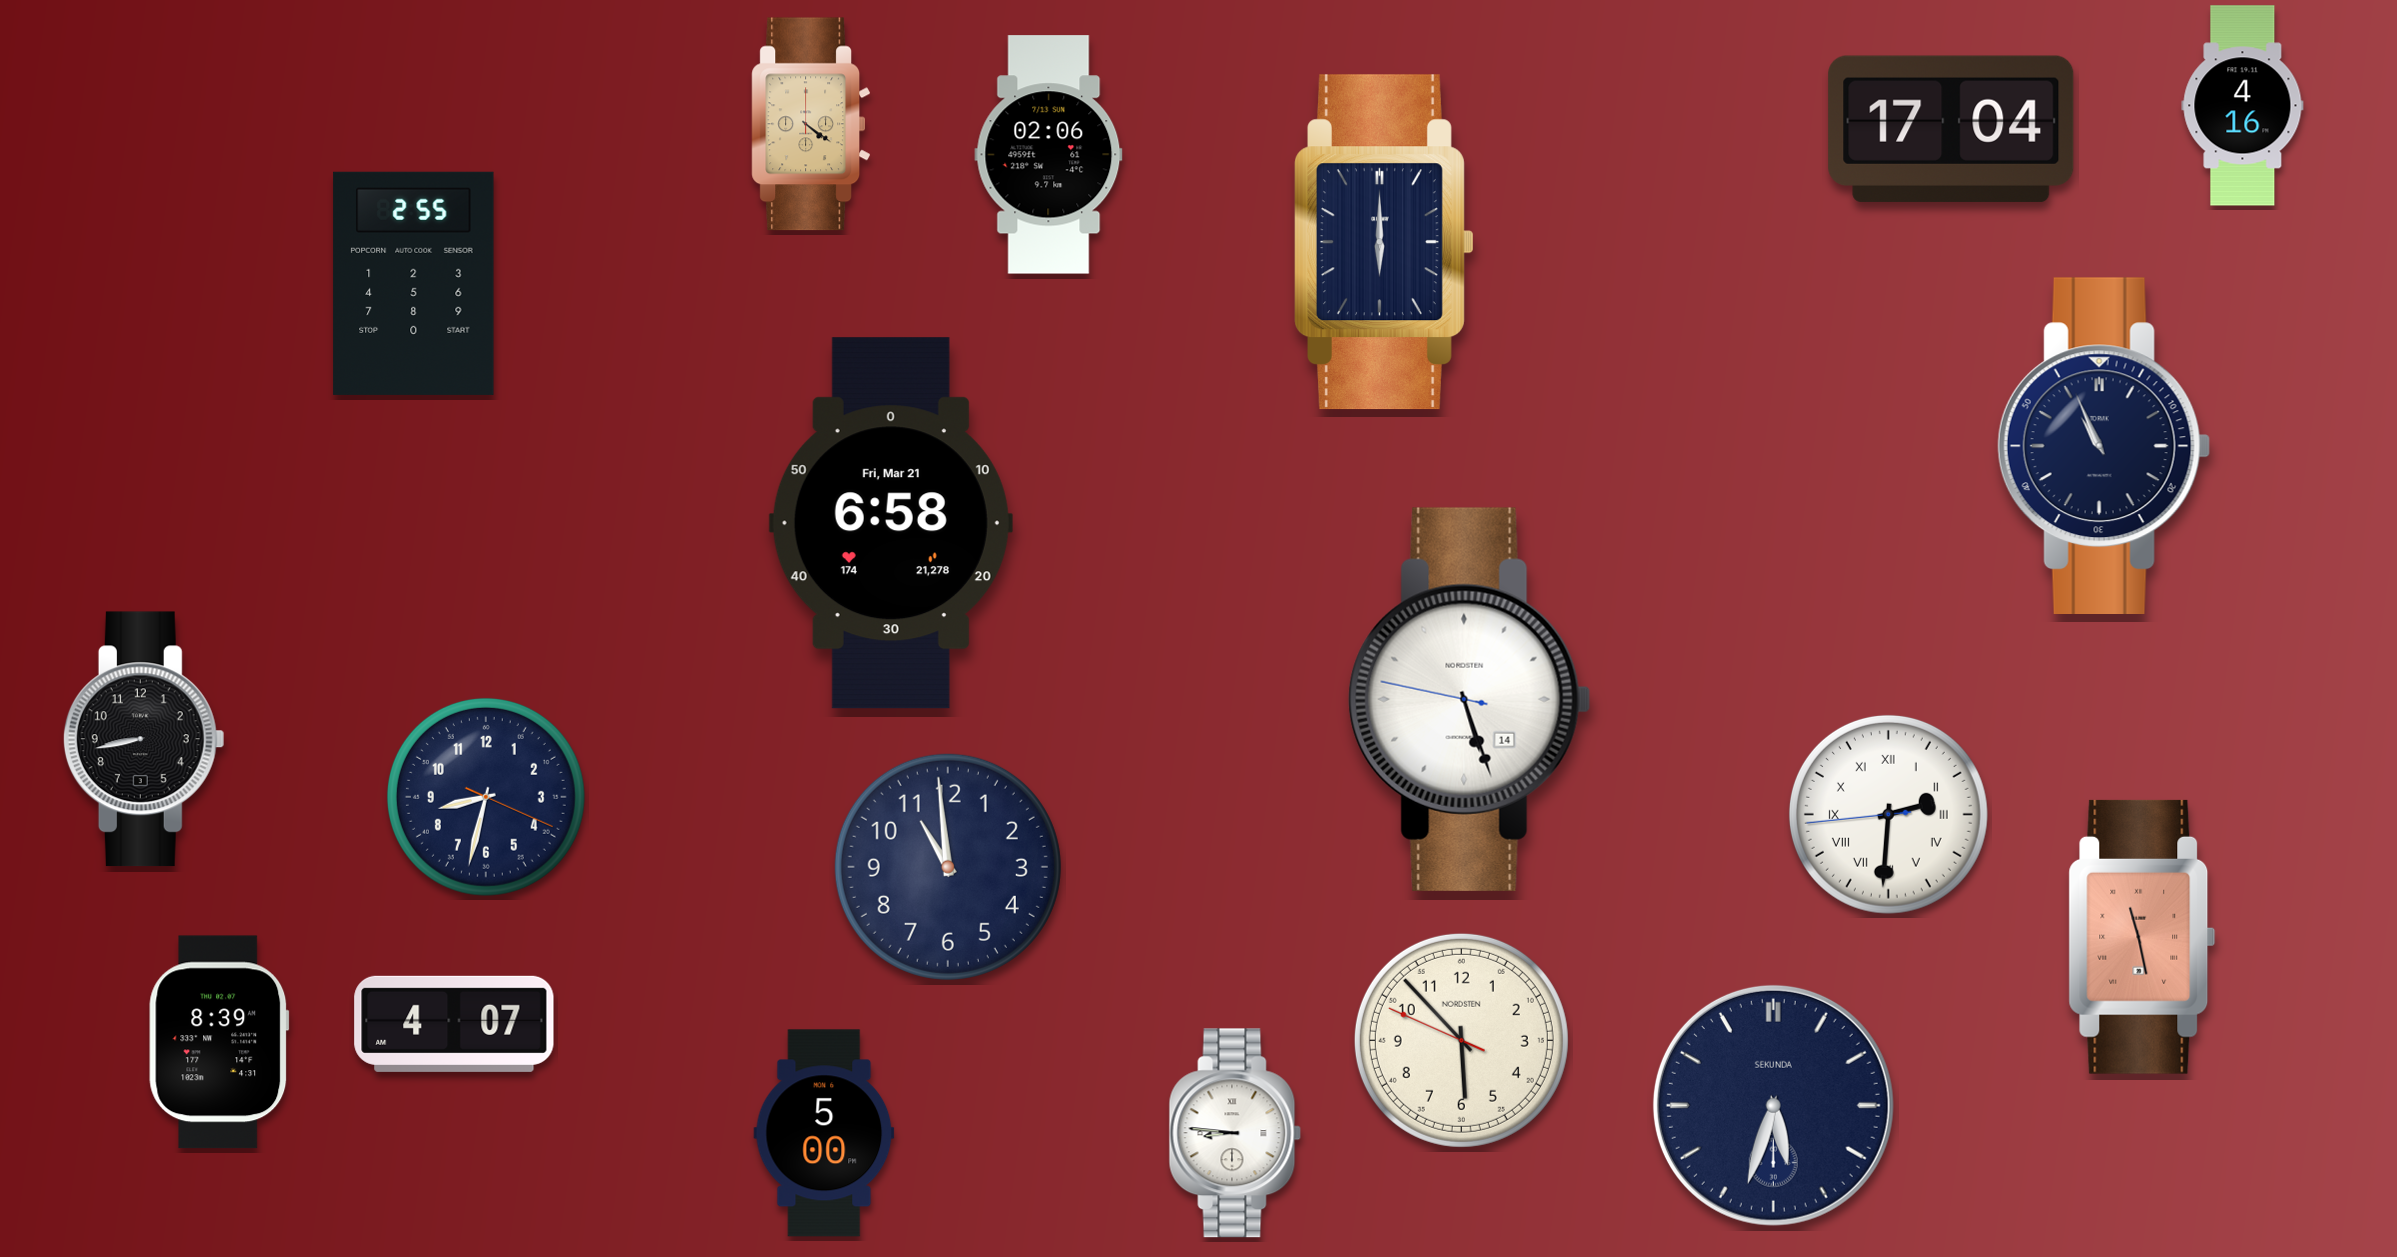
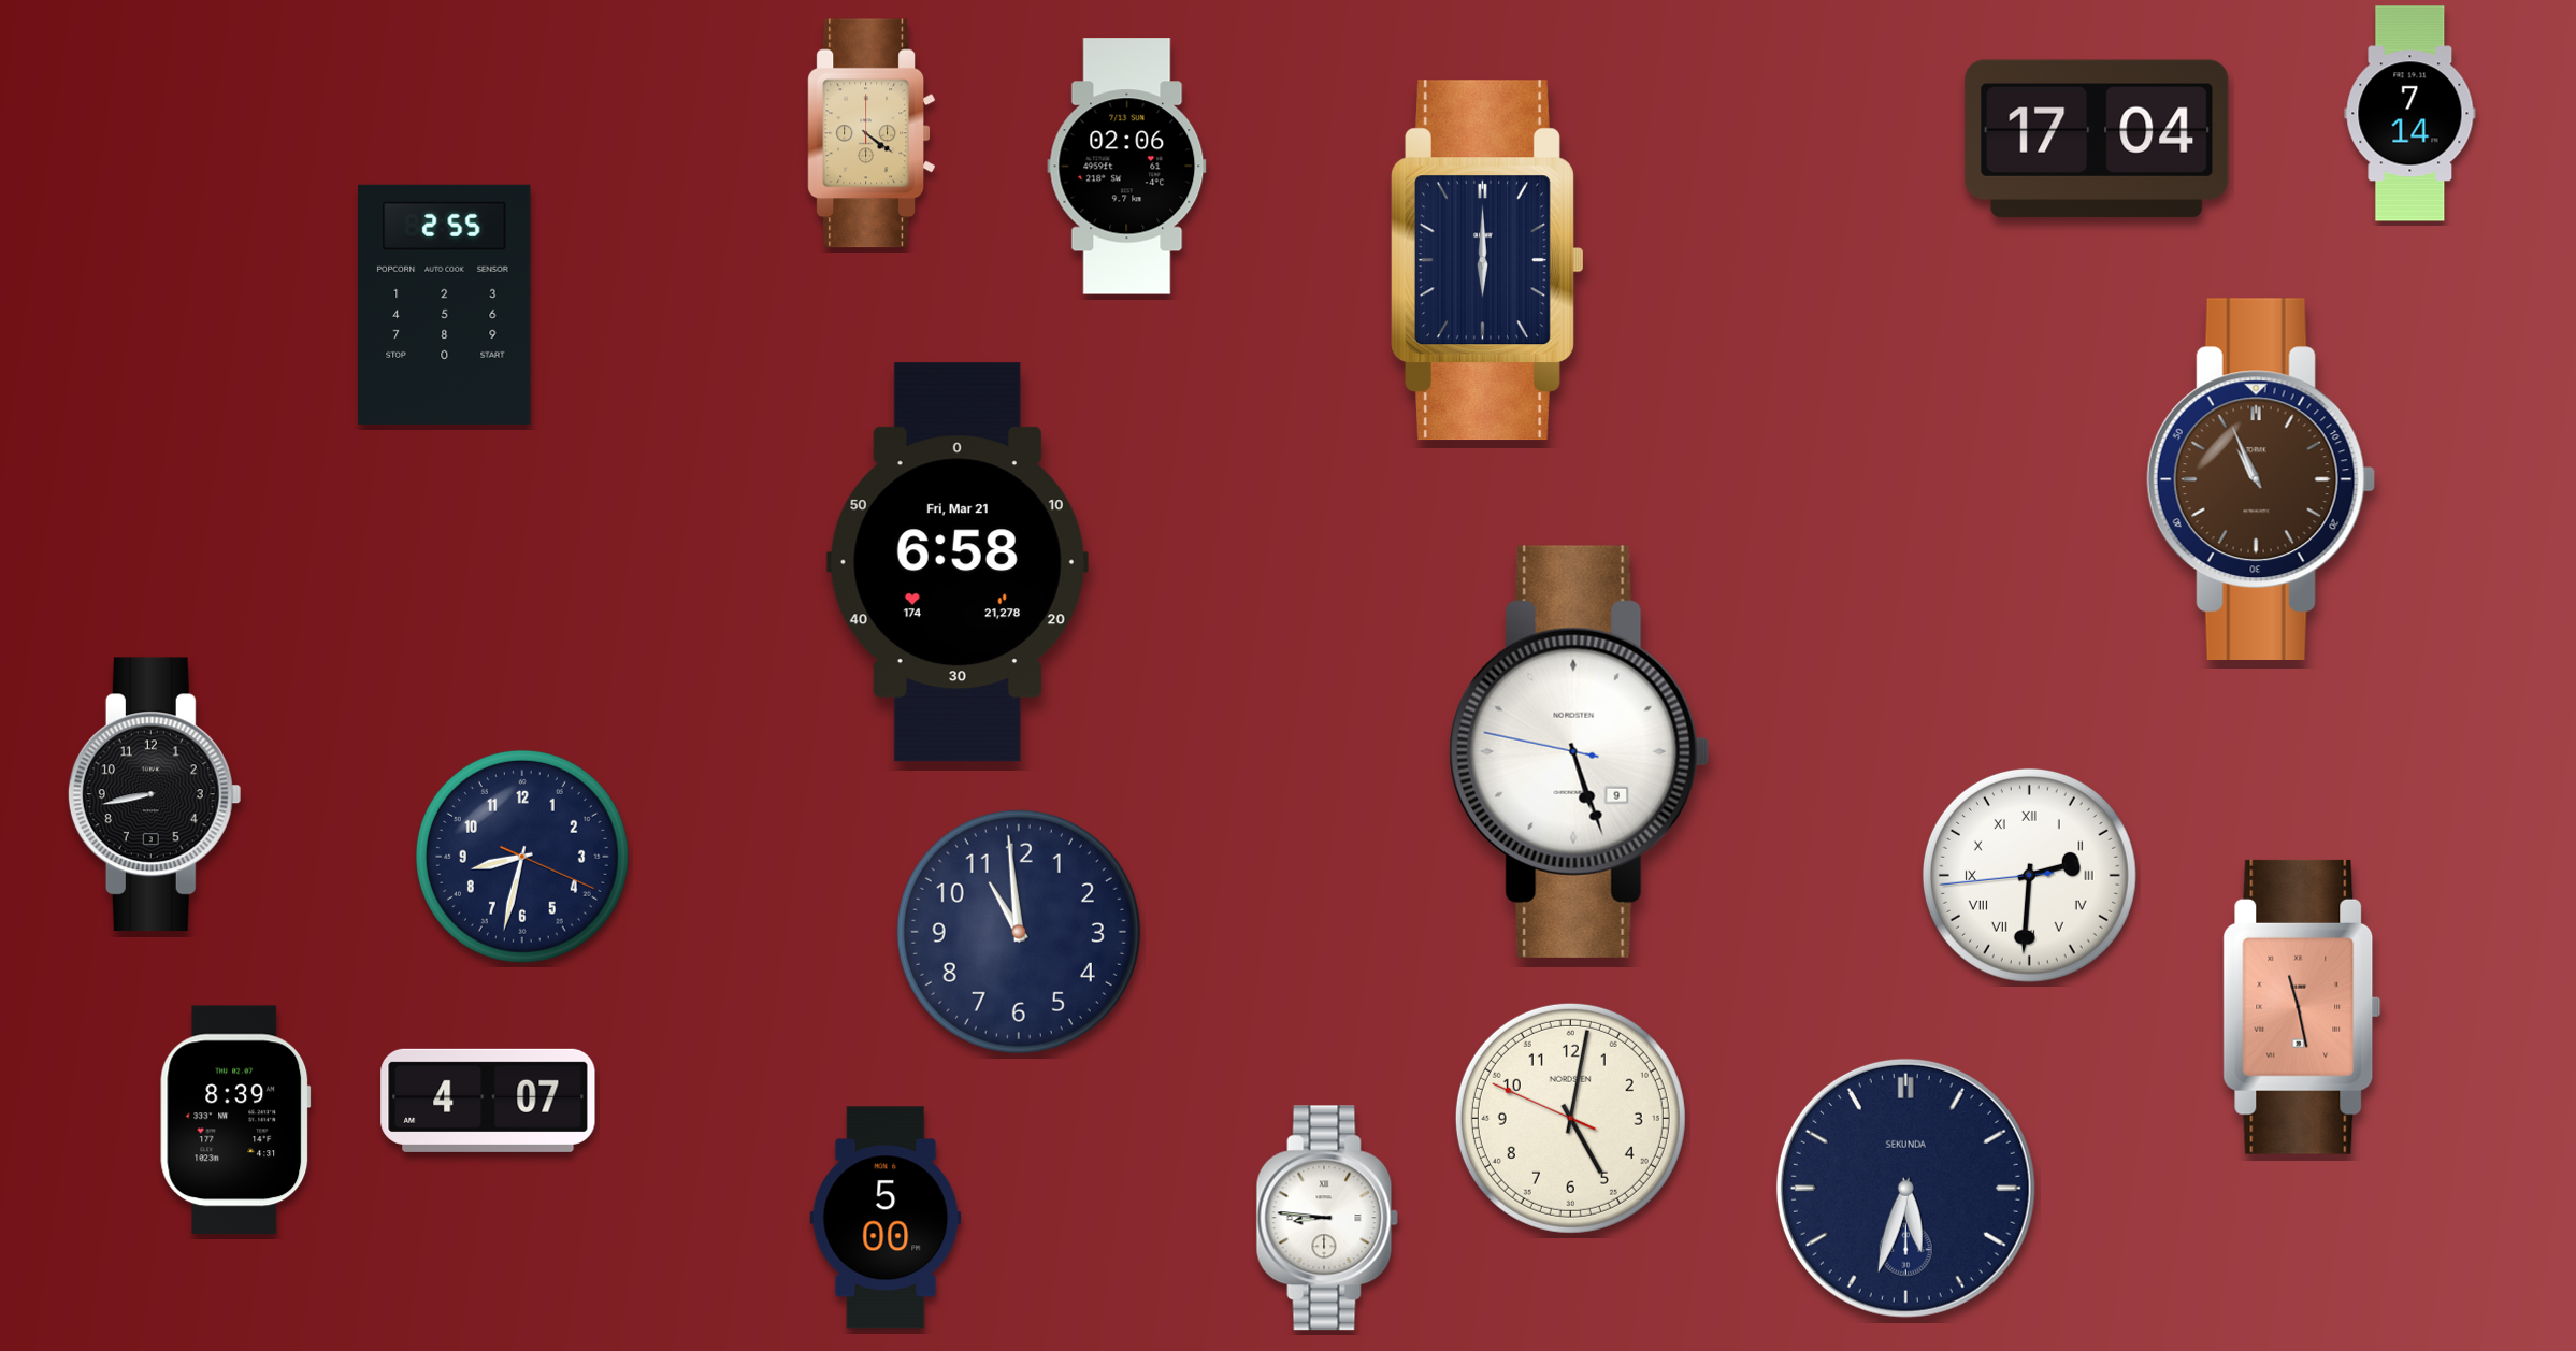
clock at (2243, 106): 4:16 -> 7:14
clock at (2104, 445) dial: navy -> brown
clock at (1470, 699) date: 14 -> 9
clock at (1461, 1040): 5:52 -> 5:01
